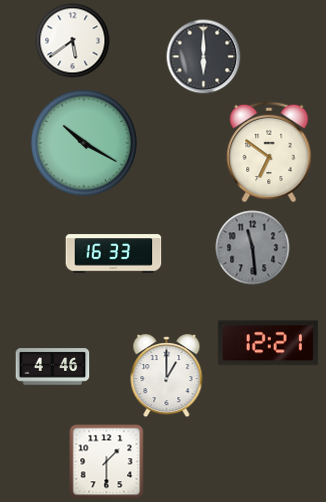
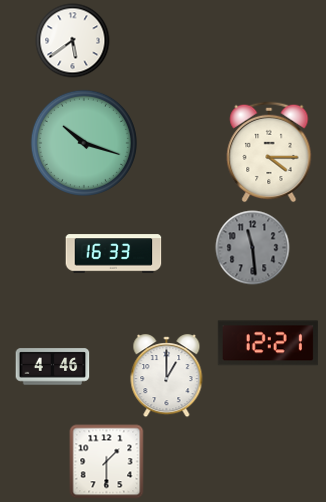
clock at (204, 57): 6:00 -> none
clock at (84, 143): 10:20 -> 10:18
clock at (269, 152): 6:51 -> 4:15
